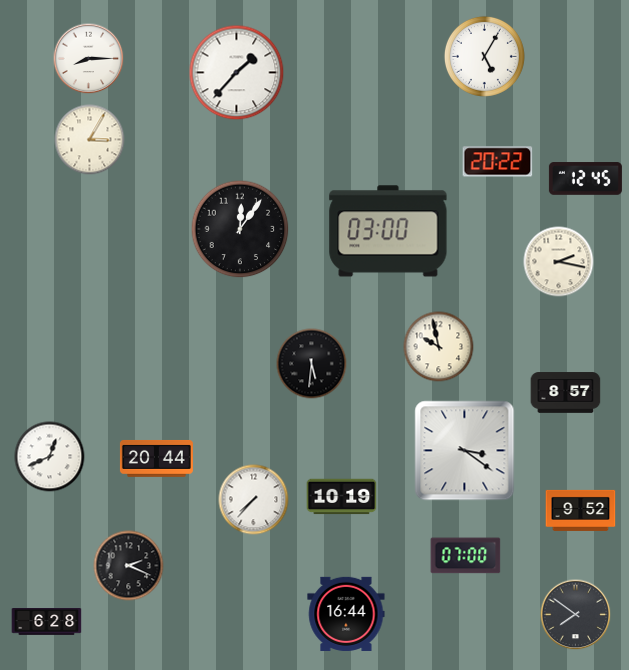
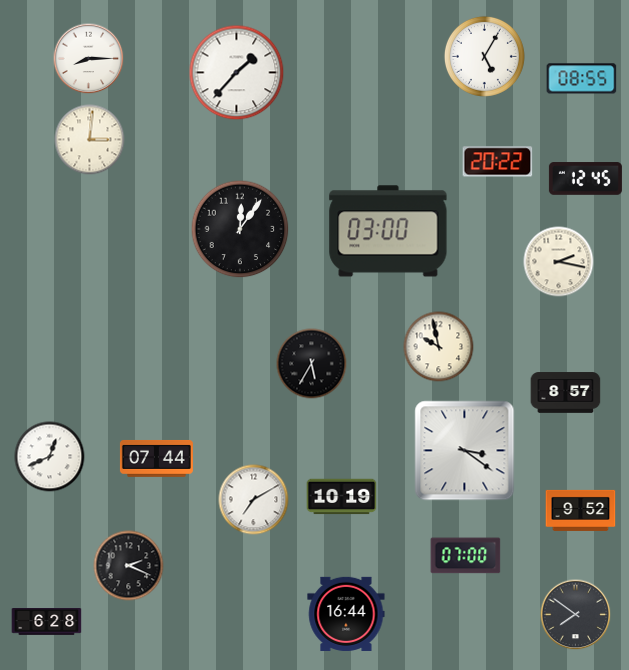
clock at (582, 79): none -> 08:55
clock at (90, 140): 3:05 -> 3:01
clock at (312, 364): 5:31 -> 5:35
clock at (156, 459): 20:44 -> 07:44
clock at (254, 500): 7:37 -> 7:10
